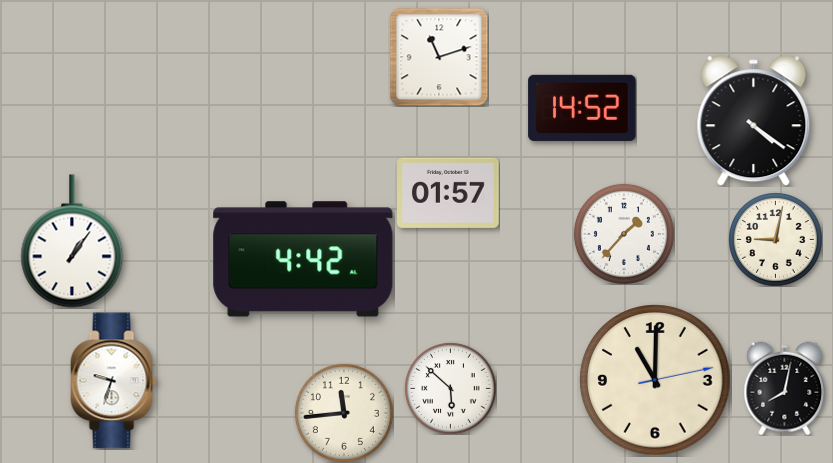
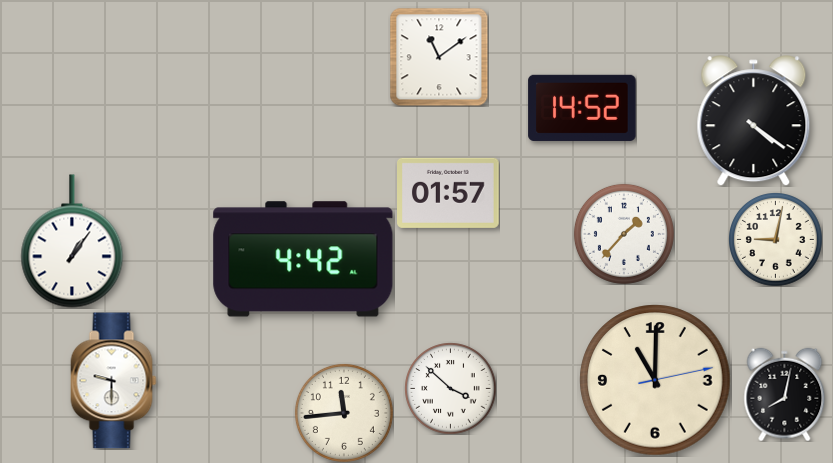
clock at (439, 57): 11:12 -> 11:09
clock at (114, 381): 9:33 -> 9:30
clock at (450, 388): 5:52 -> 3:52
clock at (785, 388) position: (785, 388) -> (785, 394)
